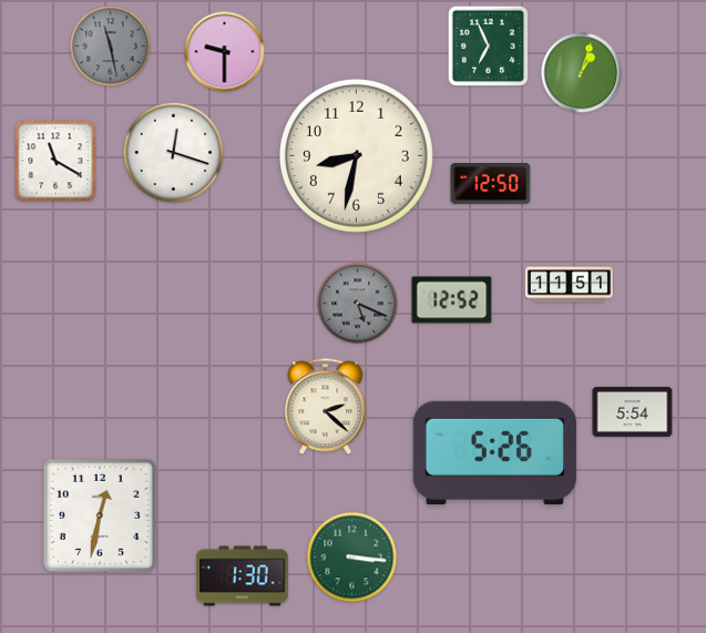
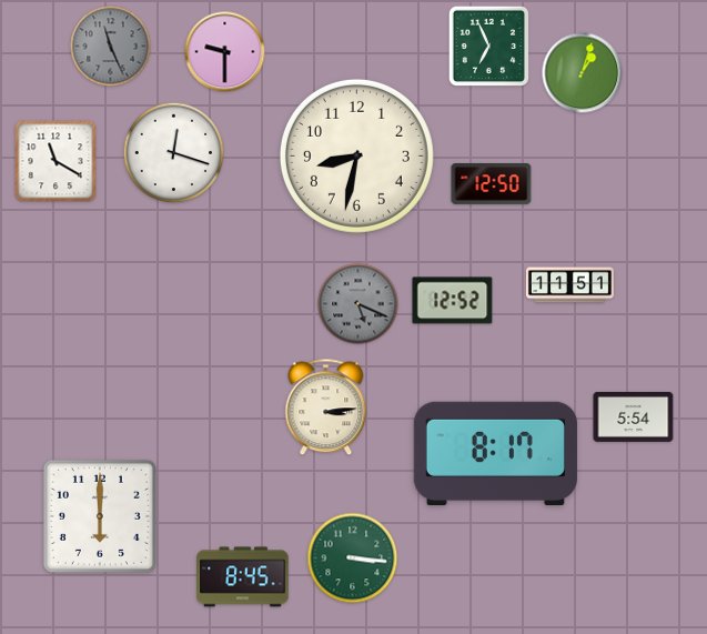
clock at (111, 47): 11:28 -> 11:26
clock at (326, 407): 2:22 -> 3:14
clock at (633, 411) position: (633, 411) -> (634, 416)
clock at (494, 452): 5:26 -> 8:17
clock at (100, 515): 12:32 -> 6:00
clock at (243, 576): 1:30 -> 8:45
